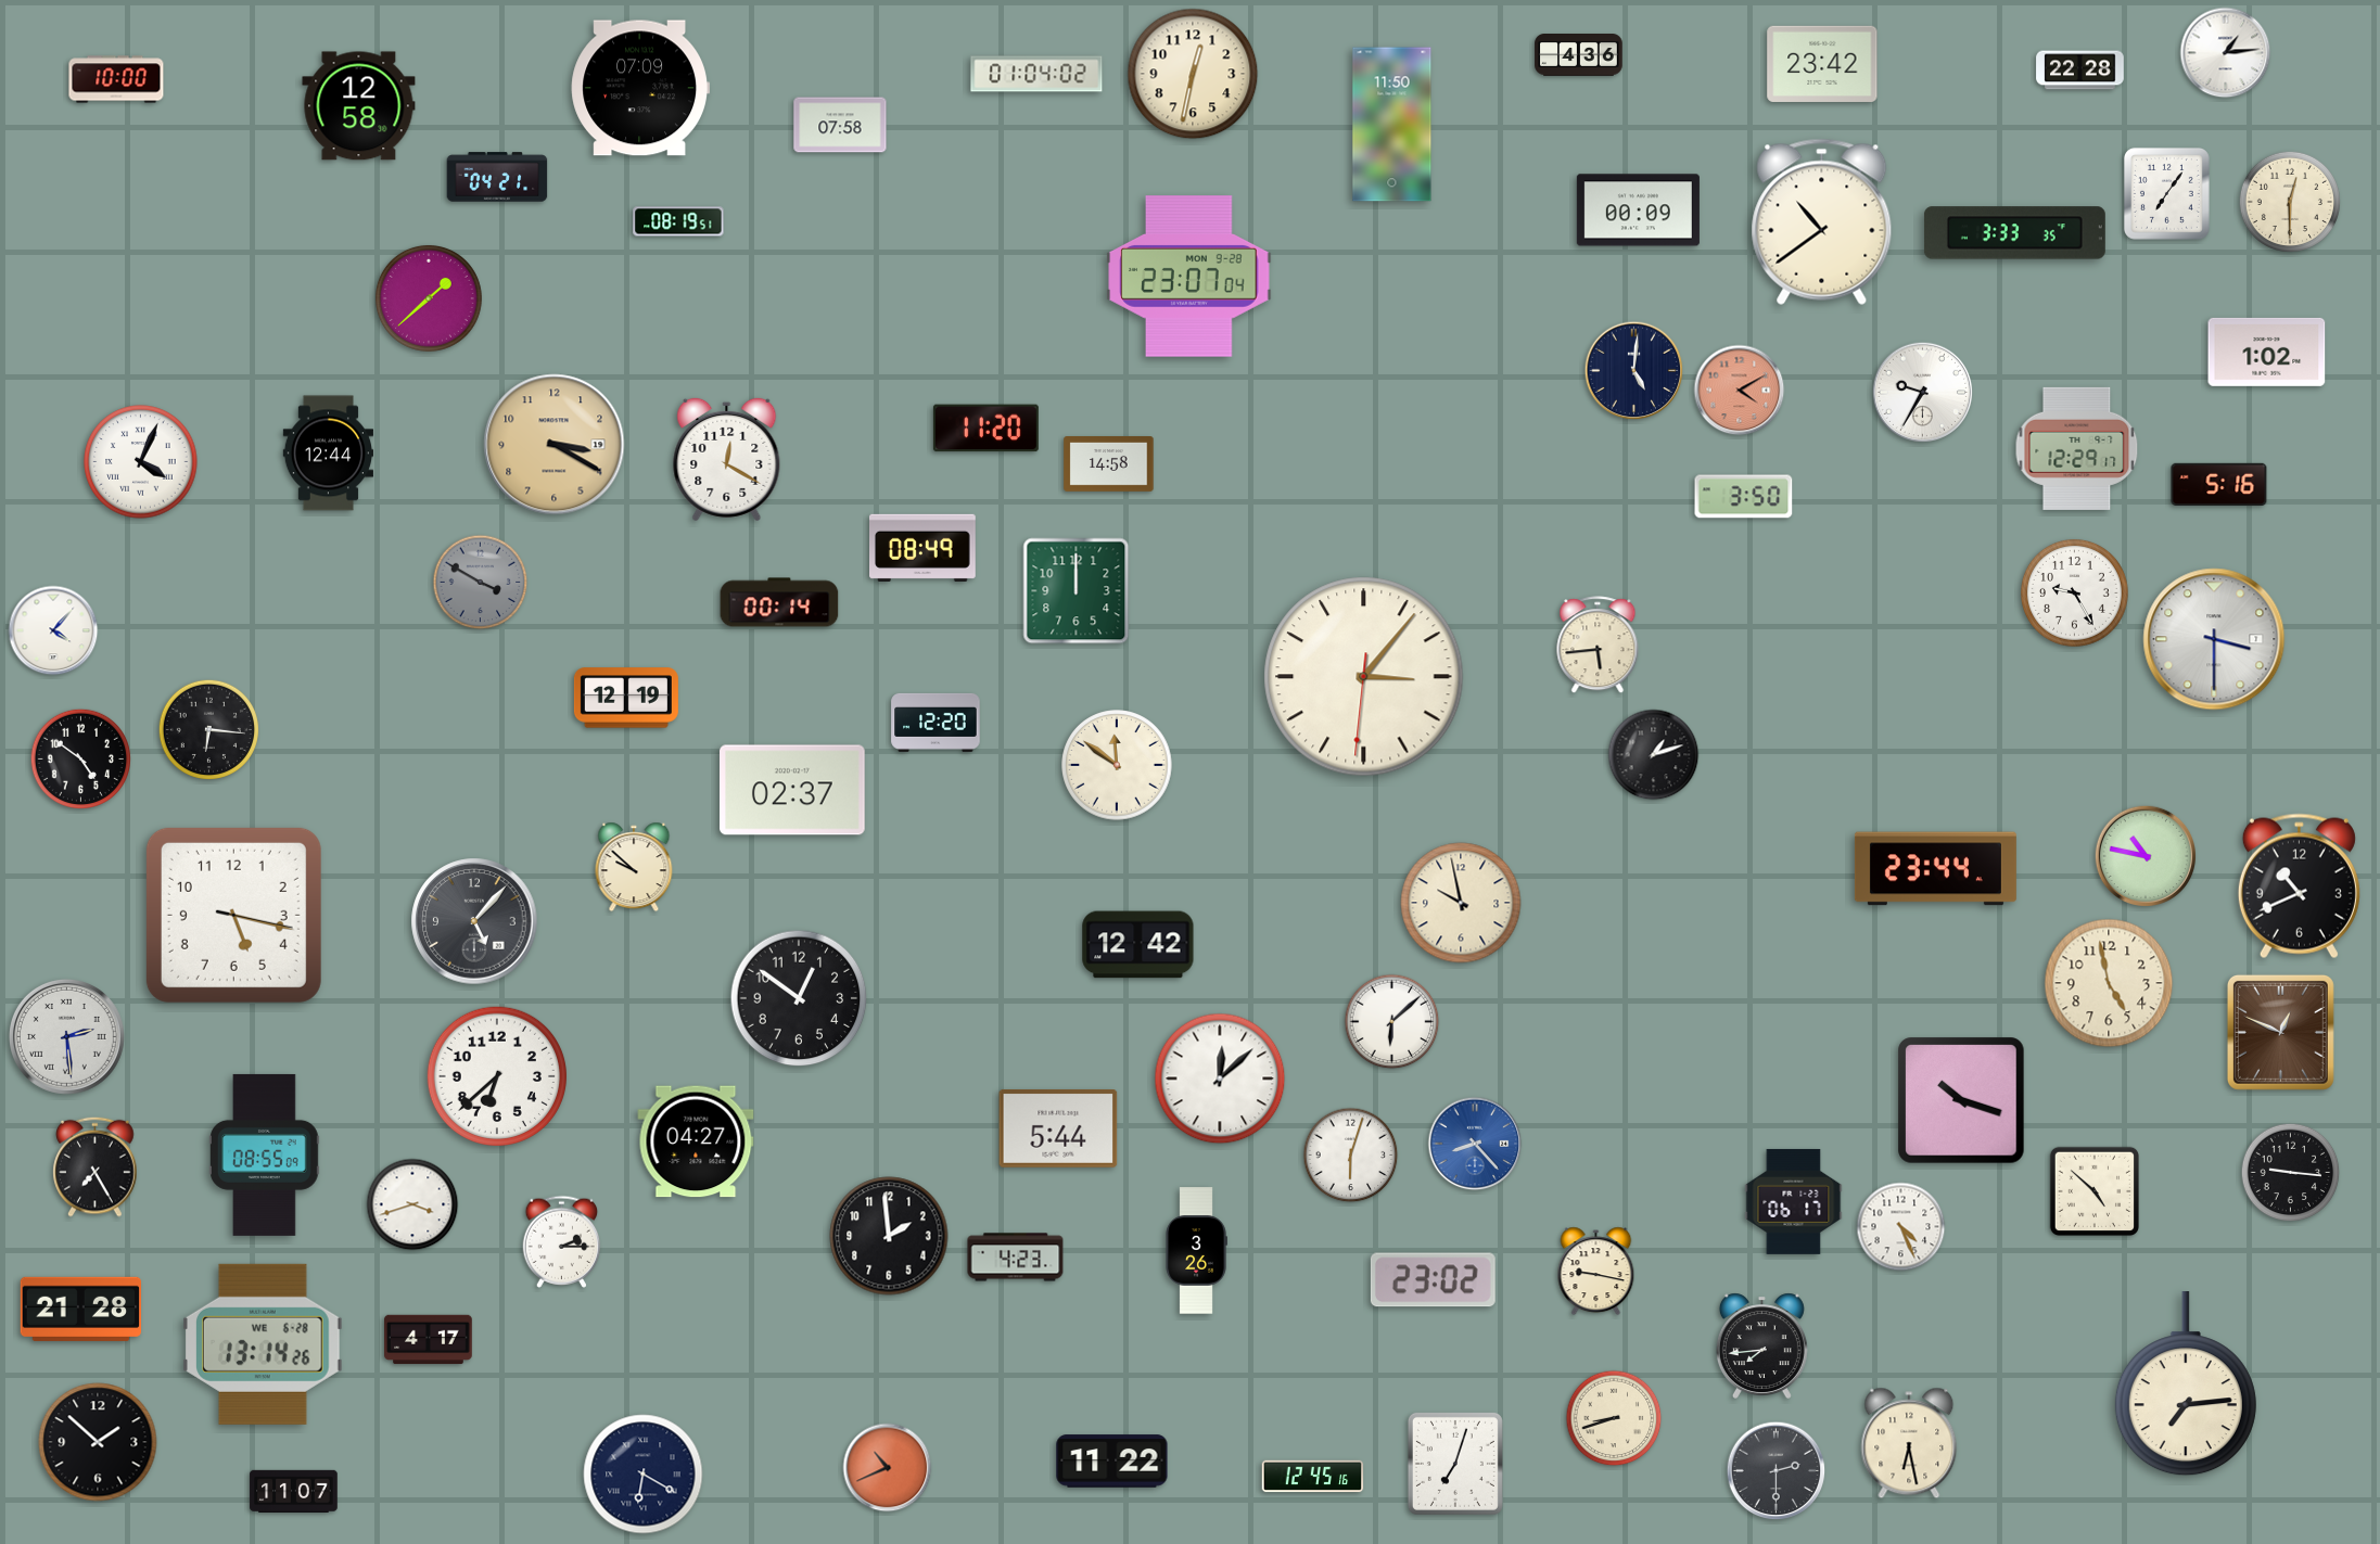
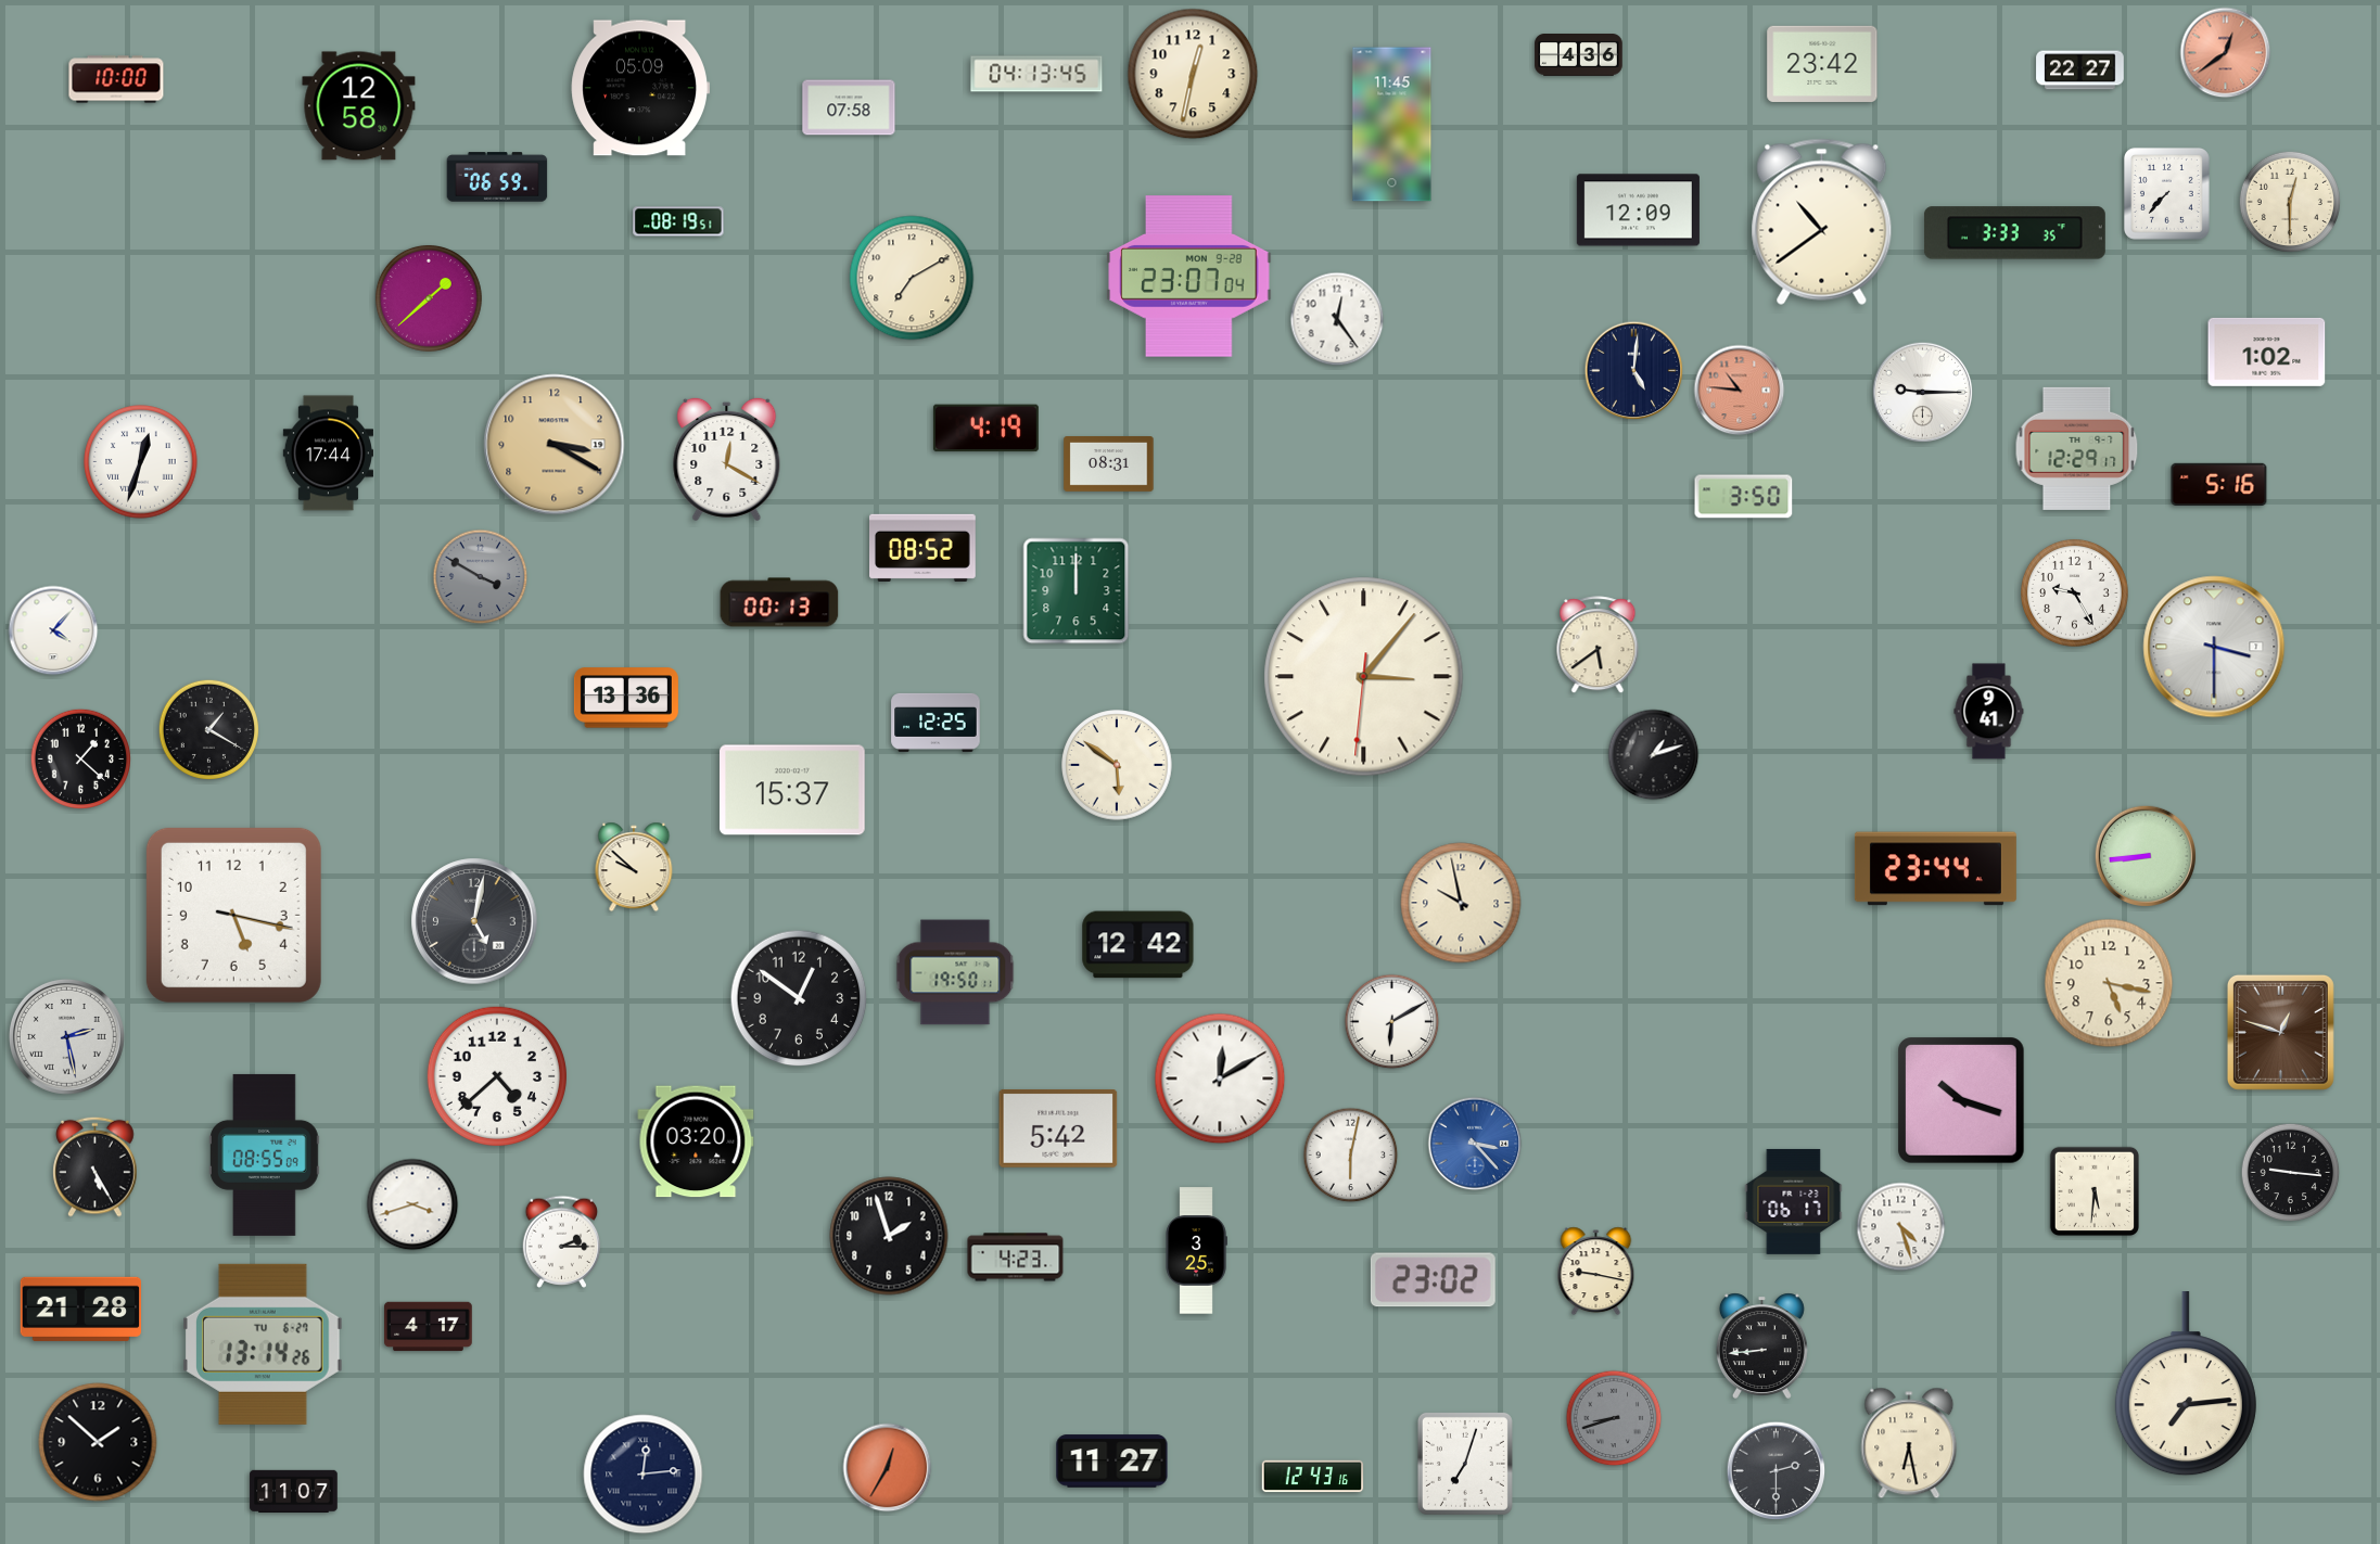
clock at (2226, 53): 1:14 -> 12:39
clock at (2226, 53) dial: white -> salmon
clock at (2080, 71): 22:28 -> 22:27
clock at (1036, 74): 01:04 -> 04:13
clock at (640, 88): 07:09 -> 05:09
clock at (840, 125) position: (840, 125) -> (849, 107)
clock at (1392, 125): 11:50 -> 11:45
clock at (497, 177): 04:21 -> 06:59
clock at (2166, 193): 7:06 -> 7:37
clock at (1638, 210): 00:09 -> 12:09
clock at (912, 278): none -> 7:10
clock at (1337, 319): none -> 12:24
clock at (1740, 391): 4:10 -> 10:46
clock at (1923, 393): 9:35 -> 9:15
clock at (985, 429): 11:20 -> 4:19
clock at (328, 454): 12:44 -> 17:44
clock at (141, 462): 4:04 -> 12:33
clock at (1109, 464): 14:58 -> 08:31
clock at (924, 548): 08:49 -> 08:52
clock at (481, 583) position: (481, 583) -> (481, 577)
clock at (779, 602): 00:14 -> 00:13
clock at (2214, 639) position: (2214, 639) -> (2214, 647)
clock at (1598, 646): 5:44 -> 5:39
clock at (626, 698): 12:19 -> 13:36
clock at (1989, 712): none -> 9:41
clock at (936, 723): 12:20 -> 12:25
clock at (208, 729): 6:16 -> 1:20
clock at (80, 758): 4:51 -> 1:22
clock at (1117, 765): 11:51 -> 5:51
clock at (793, 790): 02:37 -> 15:37
clock at (2146, 855): 10:47 -> 8:44
clock at (2299, 886): 10:41 -> none
clock at (474, 921): 5:07 -> 5:02
clock at (955, 972): none -> 19:50
clock at (2109, 983): 4:58 -> 5:17
clock at (1392, 1022): 6:08 -> 6:10
clock at (2280, 1032): 12:49 -> 12:48
clock at (66, 1036): 2:29 -> 2:28
clock at (496, 1075): 6:38 -> 4:38
clock at (1220, 1079): 12:08 -> 12:10
clock at (1058, 1130): 5:44 -> 5:42
clock at (696, 1141): 04:27 -> 03:20
clock at (1475, 1144): 8:23 -> 3:23
clock at (1351, 1156): 6:03 -> 6:02
clock at (96, 1166): 7:25 -> 5:25
clock at (2093, 1190): 4:52 -> 5:31
clock at (1901, 1227): 4:26 -> 4:27
clock at (889, 1236): 1:59 -> 1:57
clock at (1196, 1251): 3:26 -> 3:25
clock at (429, 1340) position: (429, 1340) -> (429, 1327)
clock at (264, 1344) date: WE 6-28 -> TU 6-27
clock at (1761, 1345): 7:44 -> 8:44
clock at (1614, 1418) dial: cream -> grey
clock at (1112, 1462): 11:22 -> 11:27
clock at (1455, 1464) position: (1455, 1464) -> (1465, 1464)
clock at (888, 1468): 10:41 -> 12:35
clock at (644, 1475): 6:20 -> 12:14
clock at (1313, 1477): 12:45 -> 12:43
